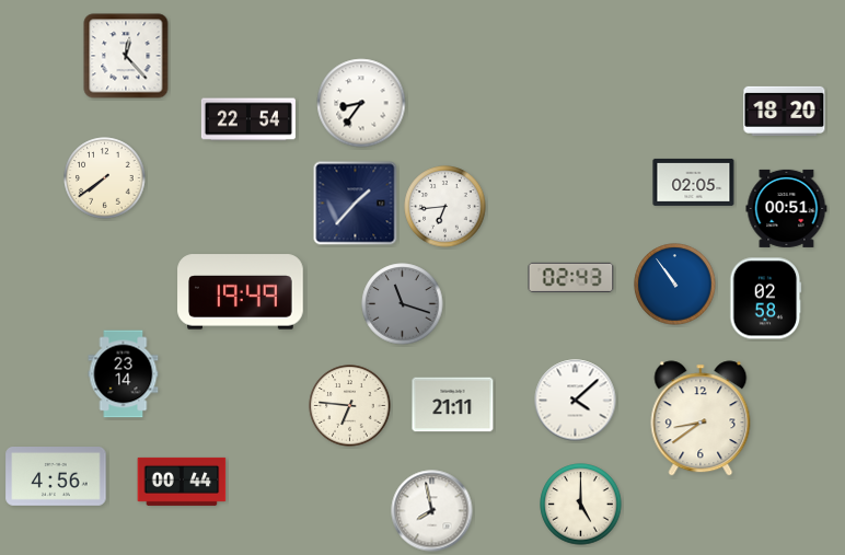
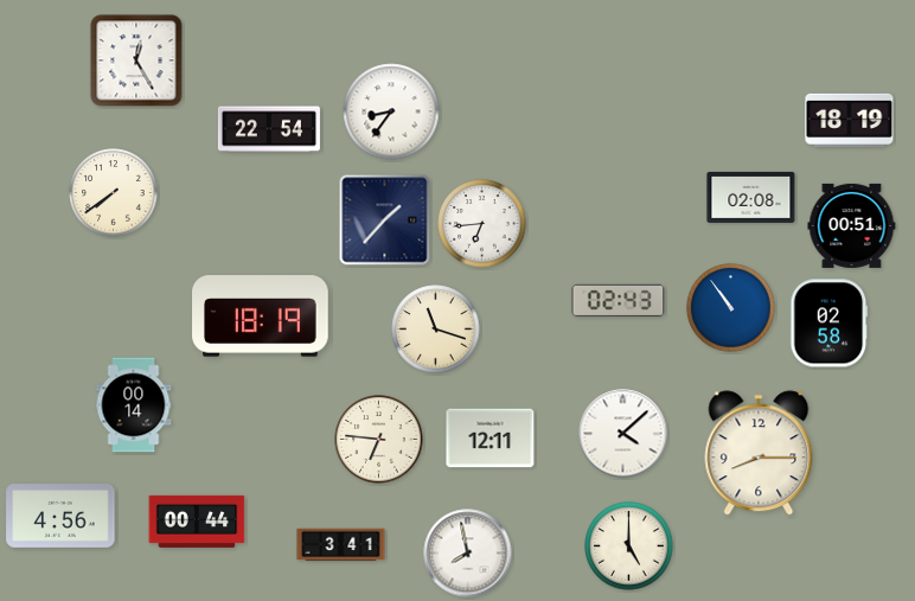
clock at (126, 56): 12:23 -> 12:25
clock at (785, 111): 18:20 -> 18:19
clock at (694, 182): 02:05 -> 02:08
clock at (241, 292): 19:49 -> 18:19
clock at (403, 304) dial: grey -> cream
clock at (124, 374): 23:14 -> 00:14
clock at (453, 405): 21:11 -> 12:11
clock at (701, 418): 8:39 -> 8:15
clock at (341, 545): none -> 3:41
